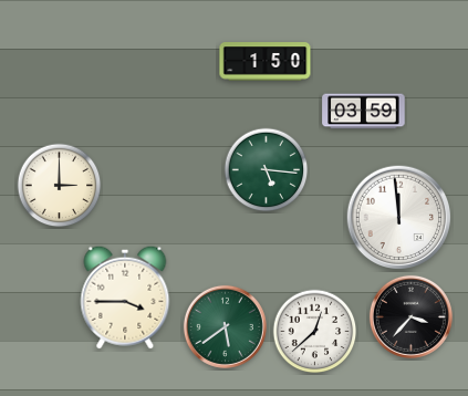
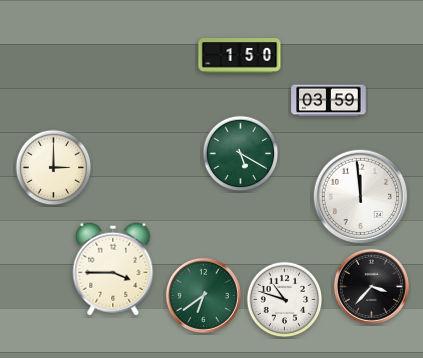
clock at (267, 170): 5:16 -> 5:20
clock at (225, 326): 5:39 -> 6:39
clock at (315, 332): 12:38 -> 10:48
